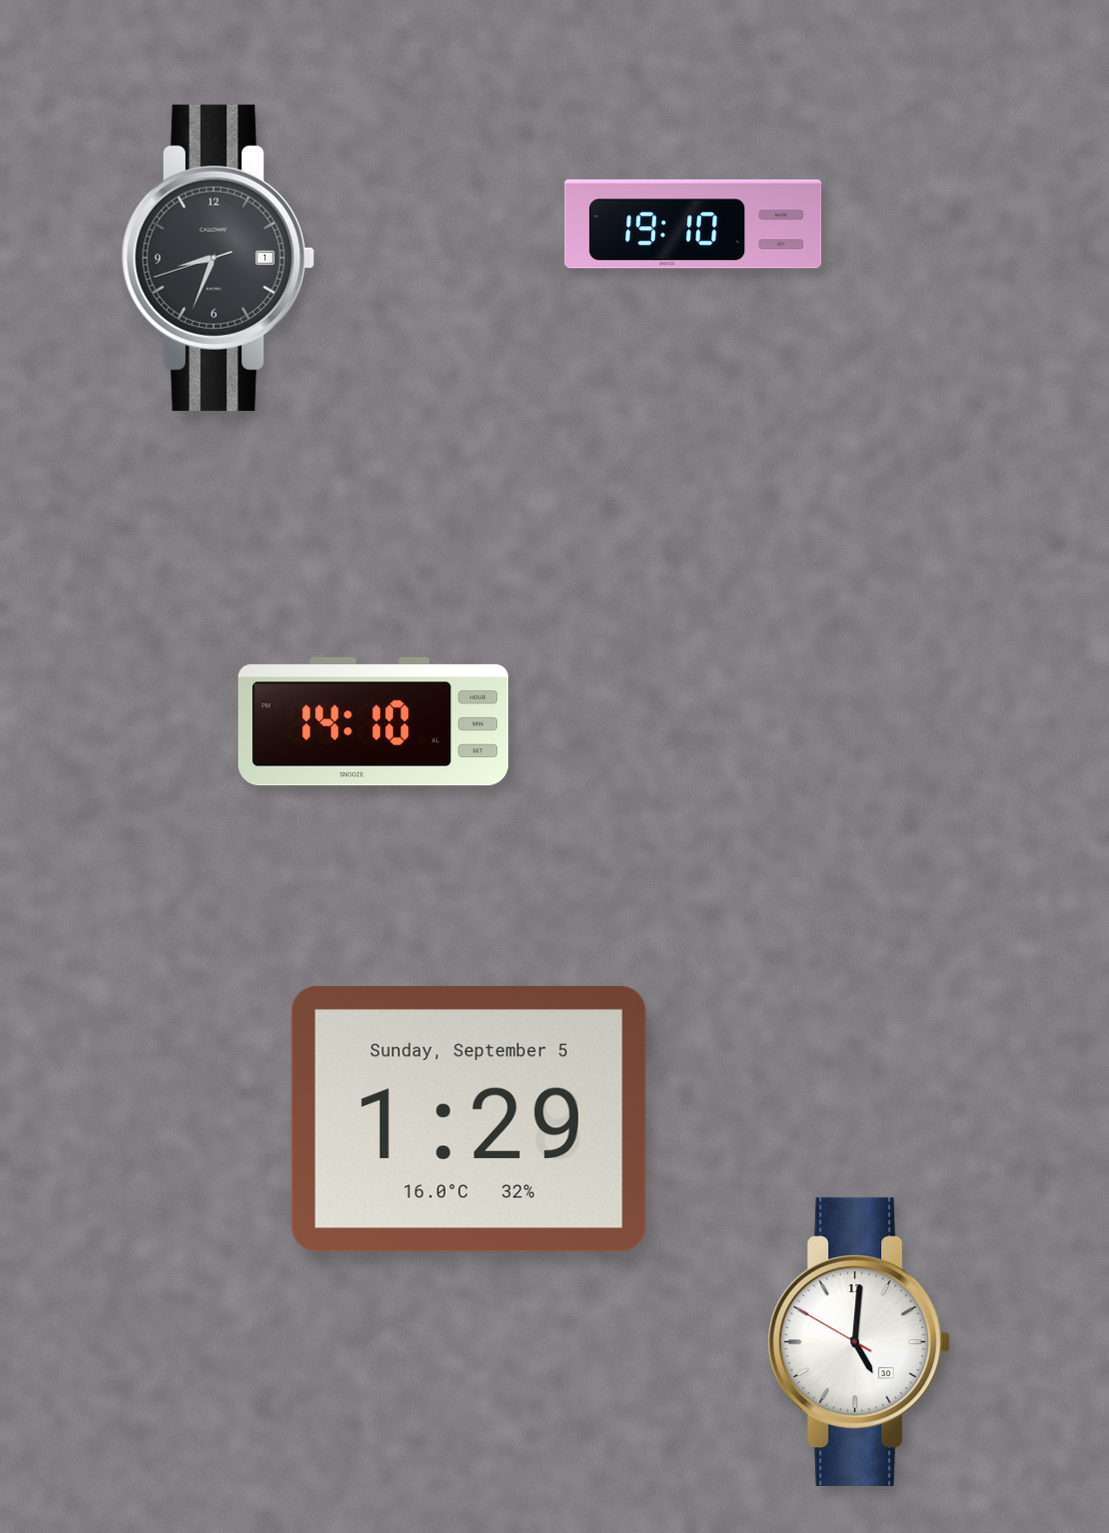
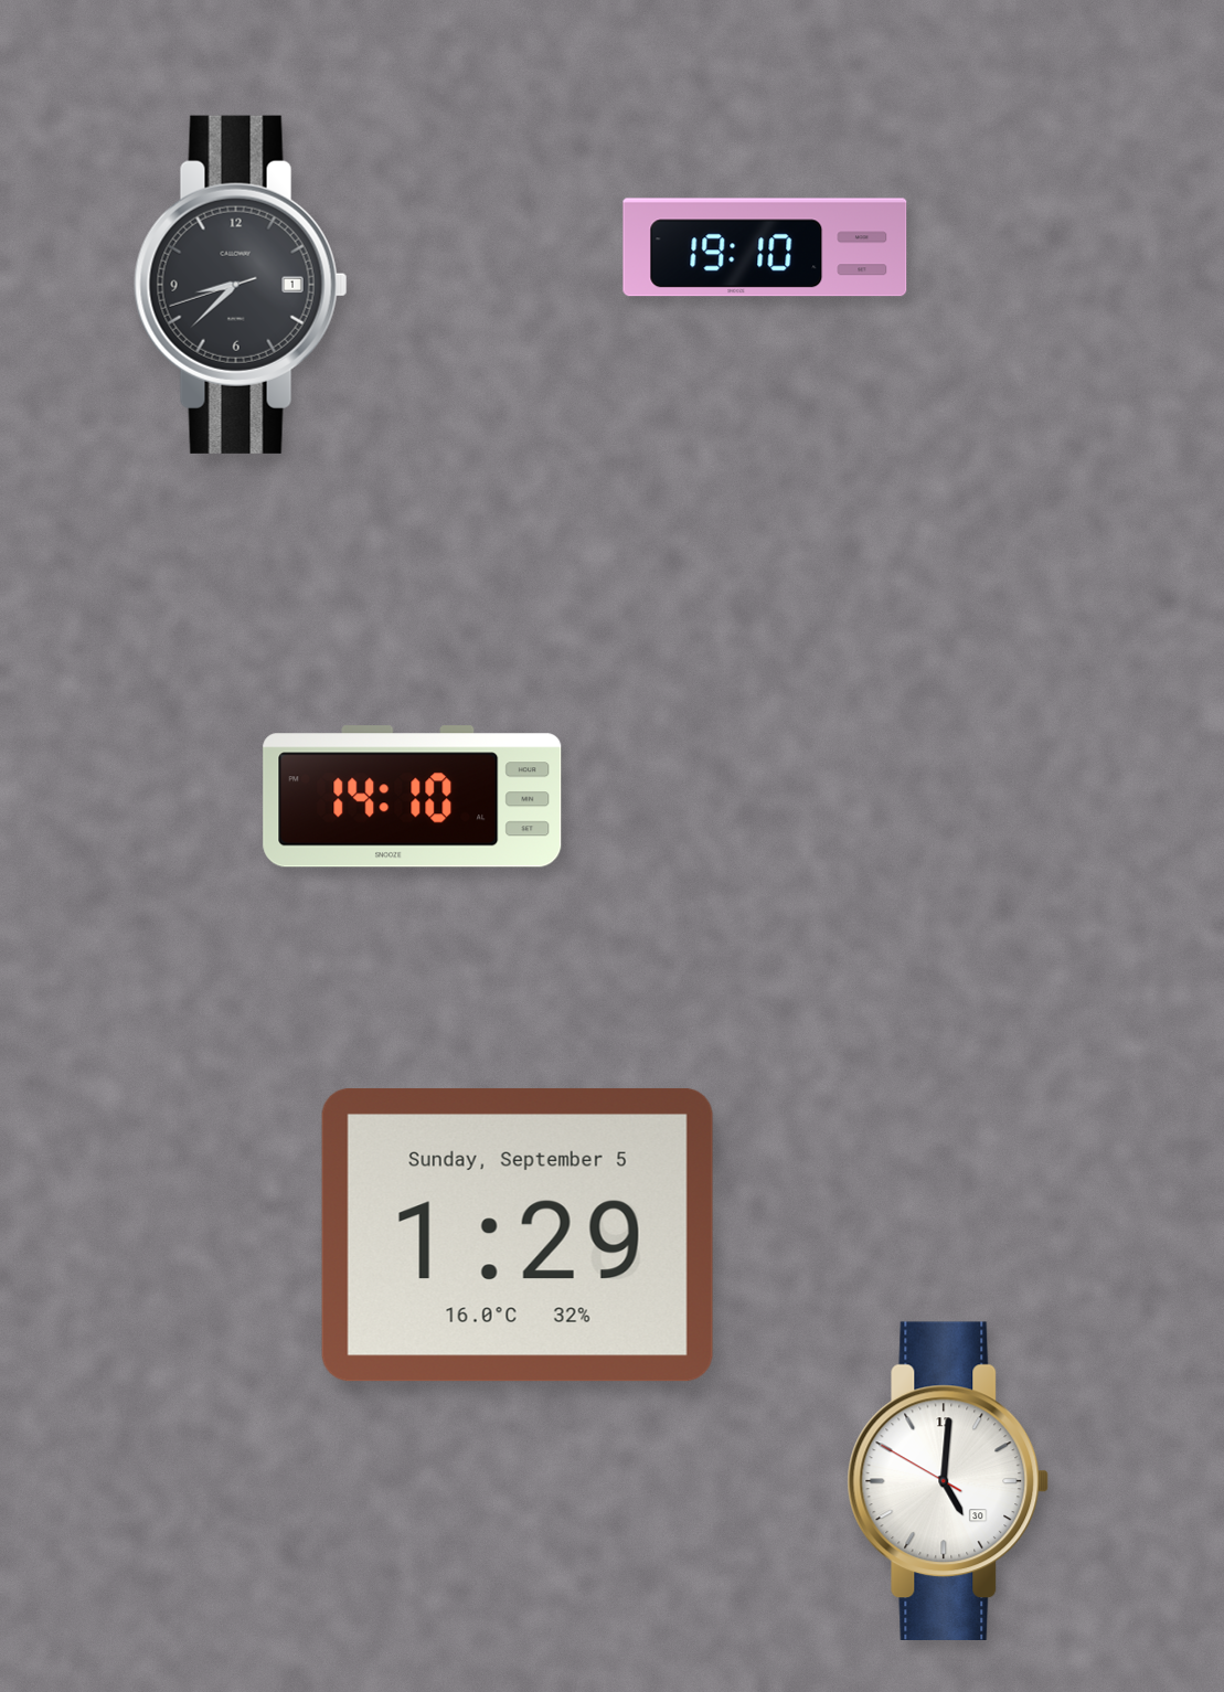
clock at (218, 258): 8:33 -> 8:37
